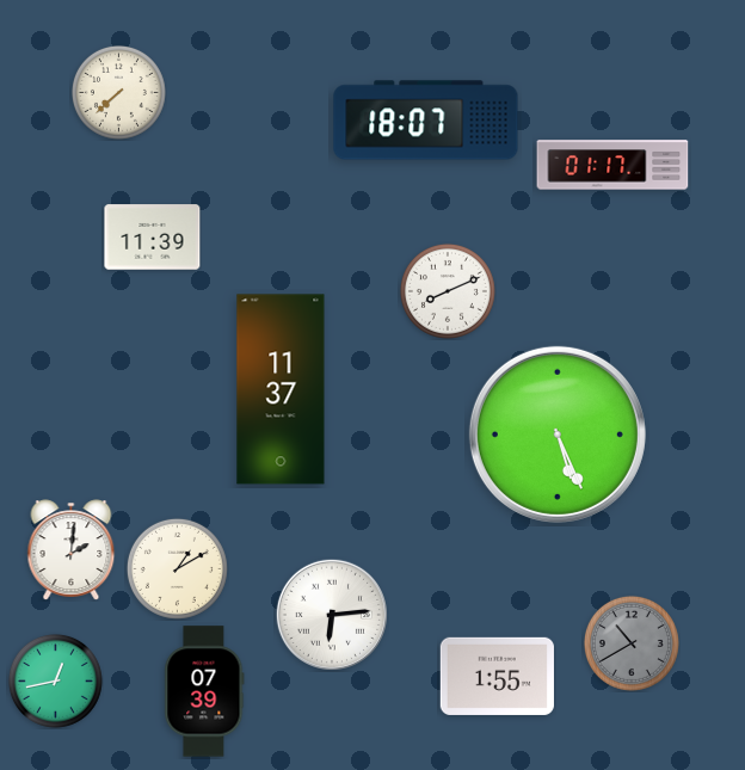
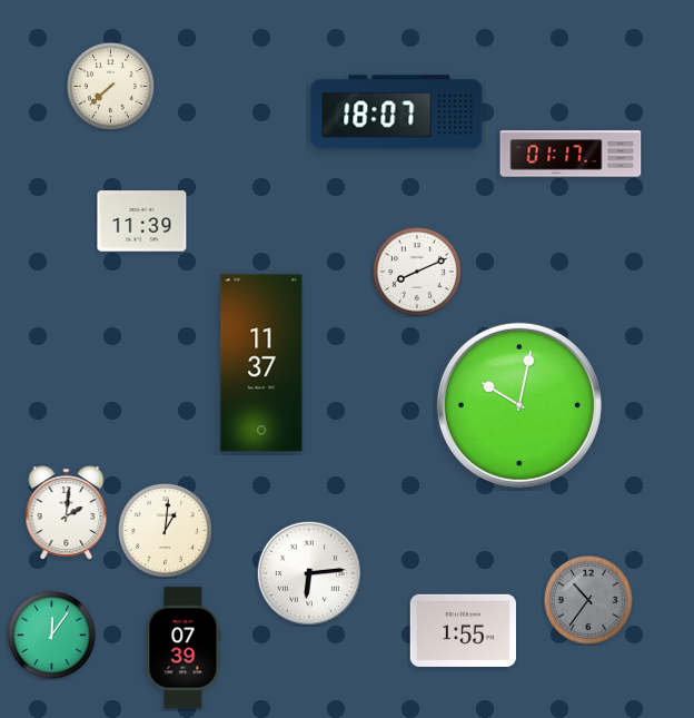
clock at (558, 435): 5:26 -> 10:02
clock at (177, 568): 1:10 -> 1:01
clock at (632, 643): 10:40 -> 10:36
clock at (55, 680): 12:43 -> 12:06
clock at (204, 691) position: (204, 691) -> (184, 648)
